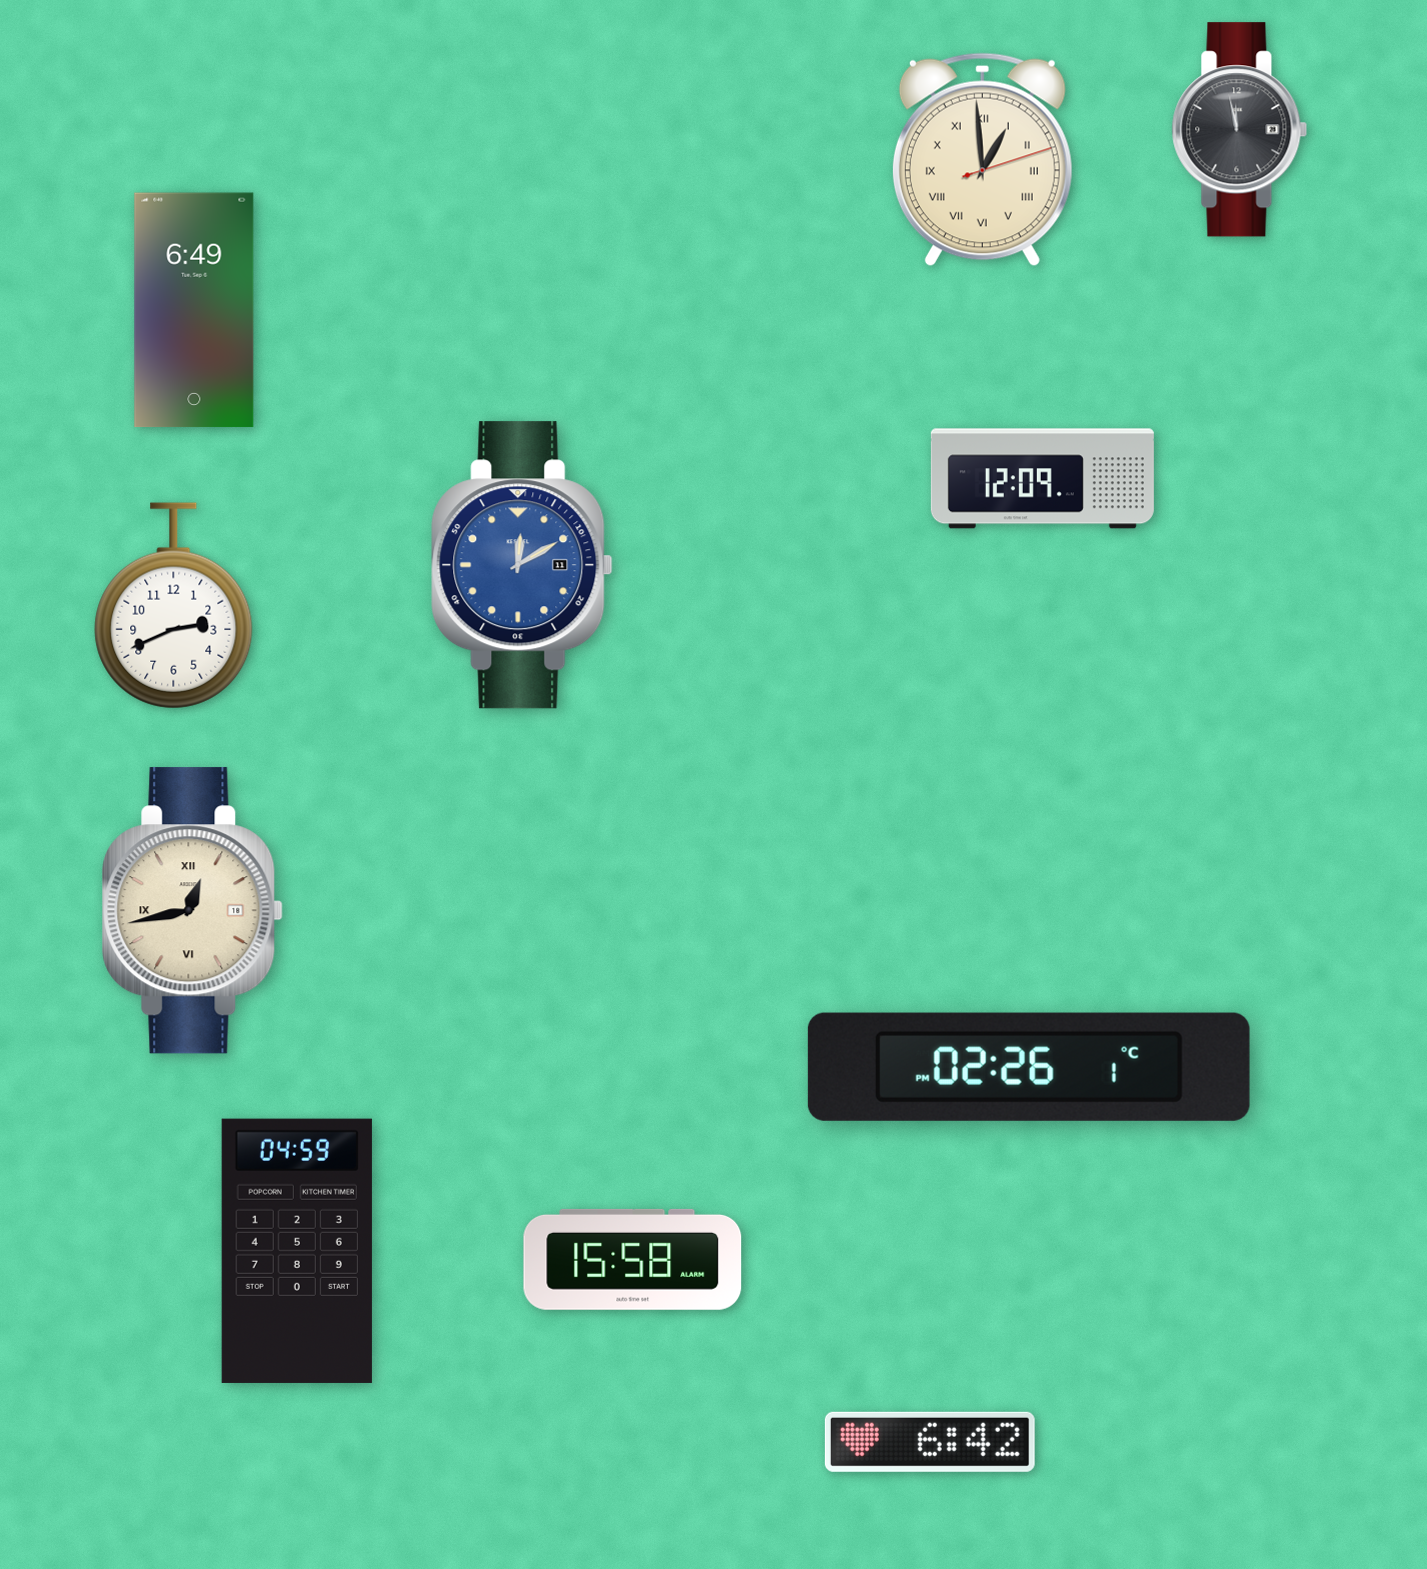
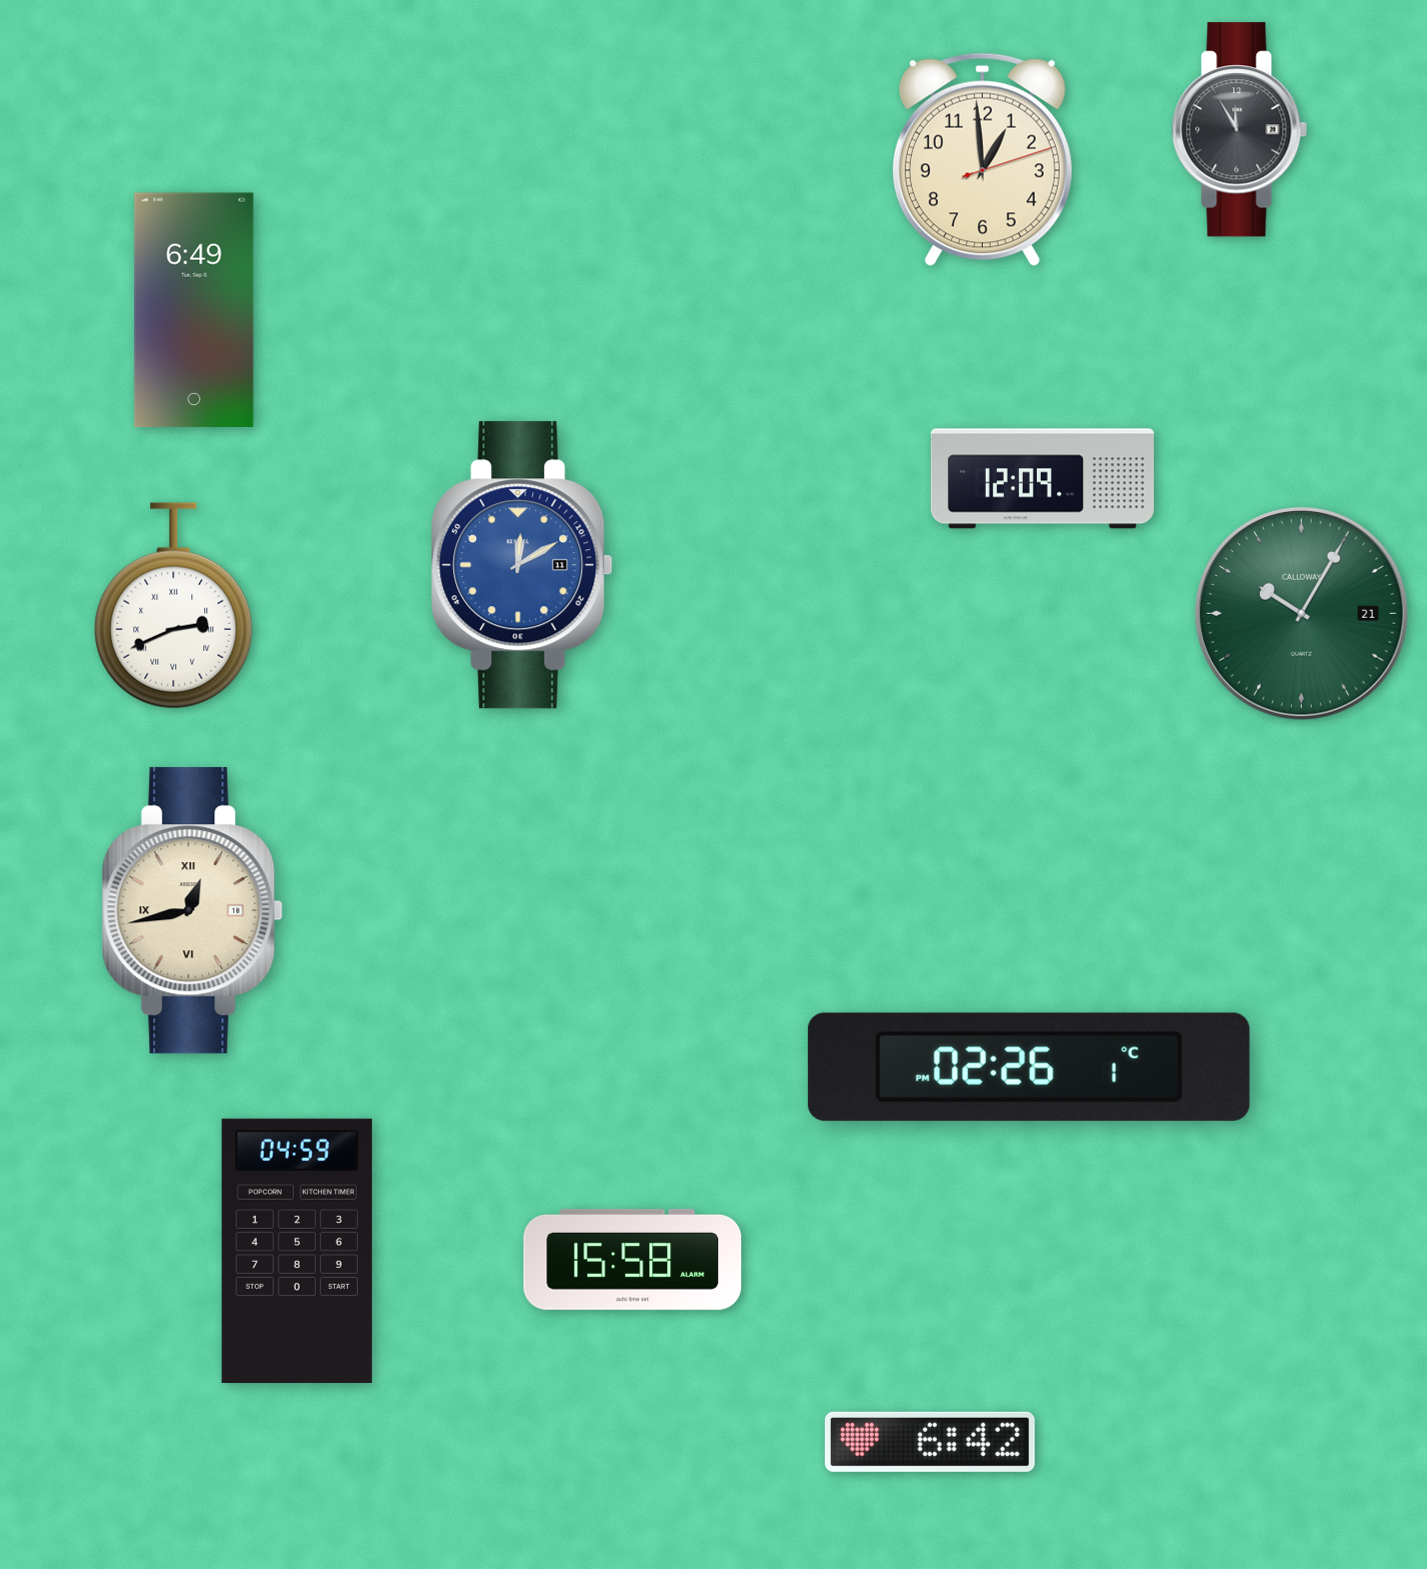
clock at (1240, 130): 11:58 -> 11:55
clock at (982, 160) numerals: Roman -> Arabic
clock at (174, 606) numerals: Arabic -> Roman
clock at (1302, 614): none -> 10:05
